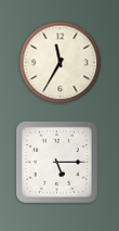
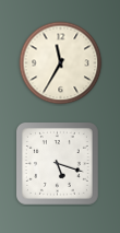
clock at (56, 162): 5:15 -> 5:18
